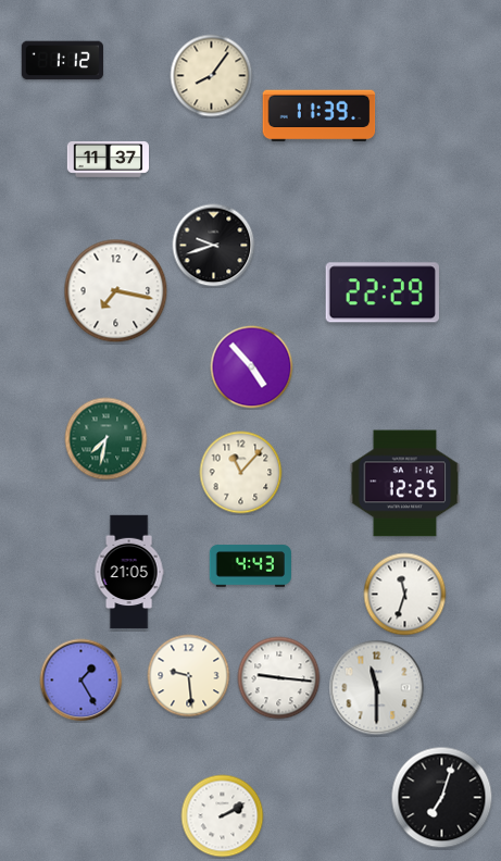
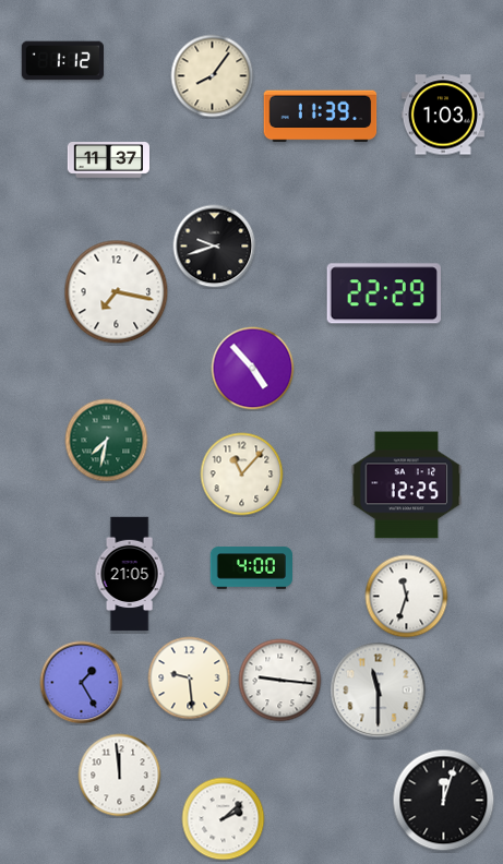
clock at (443, 115): none -> 1:03
clock at (250, 566): 4:43 -> 4:00
clock at (120, 776): none -> 11:59
clock at (442, 798): 7:03 -> 12:03
clock at (223, 816): 2:10 -> 2:08
